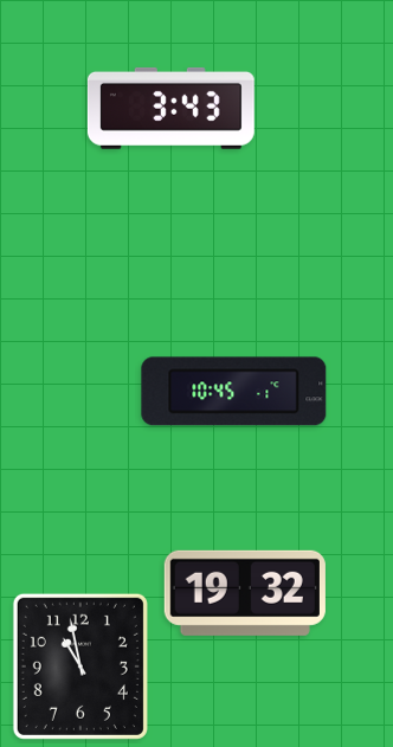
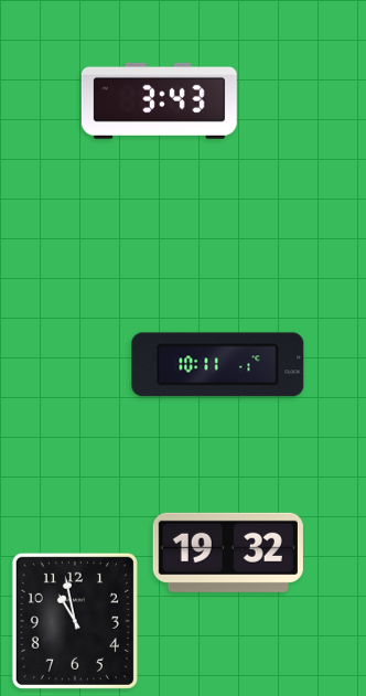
clock at (234, 392): 10:45 -> 10:11
